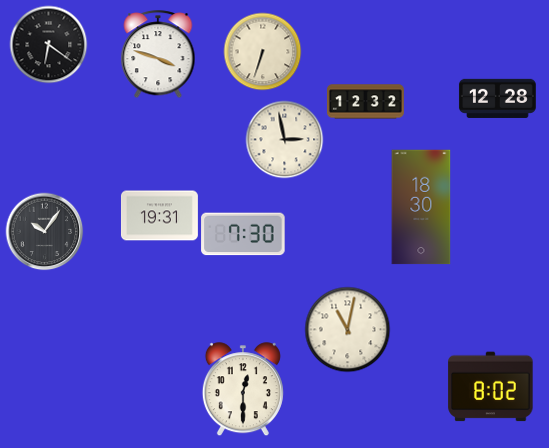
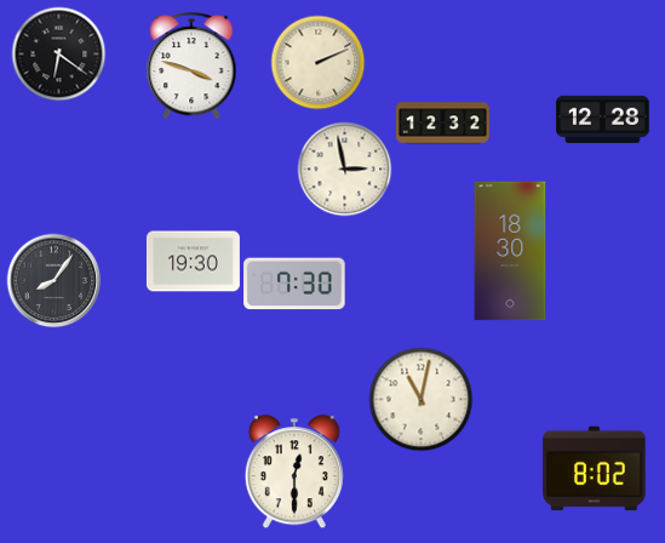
clock at (262, 51): 6:33 -> 2:11
clock at (159, 216): 19:31 -> 19:30
clock at (44, 231): 10:06 -> 8:06
